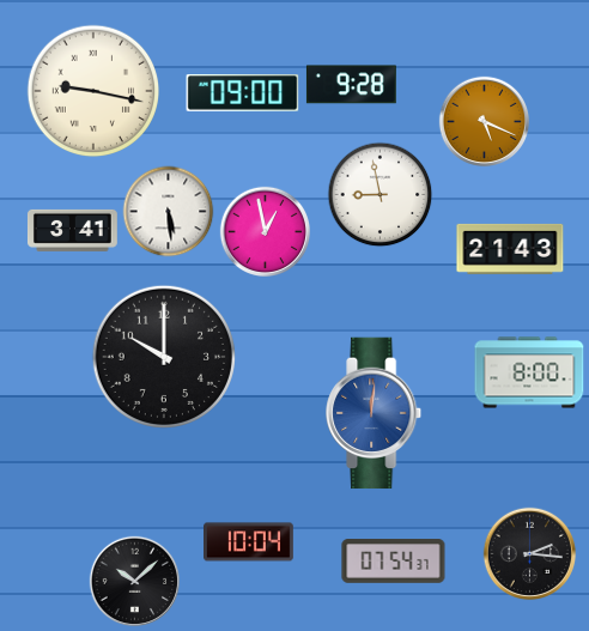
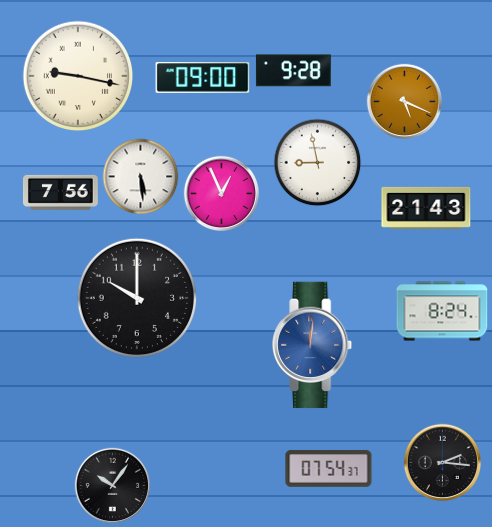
clock at (73, 230): 3:41 -> 7:56
clock at (265, 231): 12:58 -> 12:56
clock at (529, 372): 8:00 -> 8:24
clock at (249, 542): 10:04 -> none
clock at (134, 581): 10:08 -> 10:06
